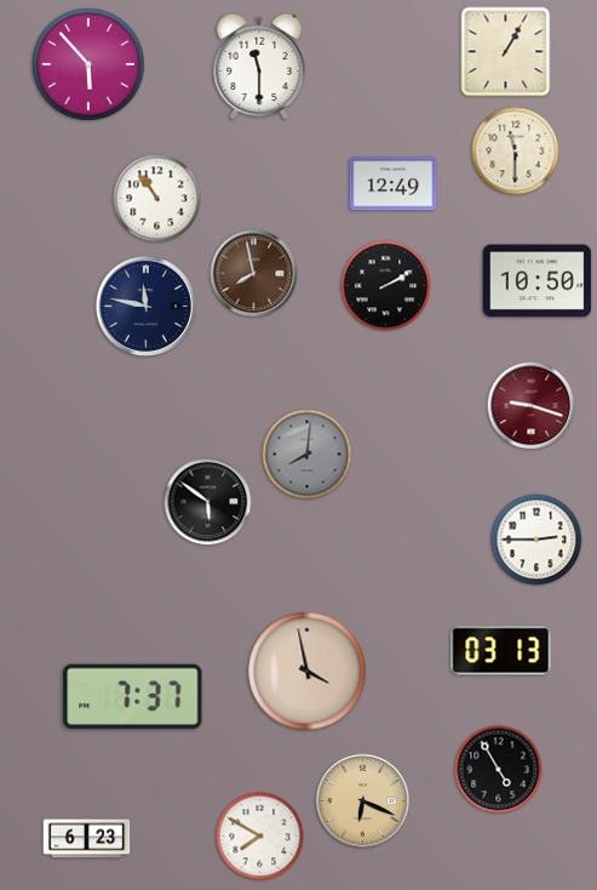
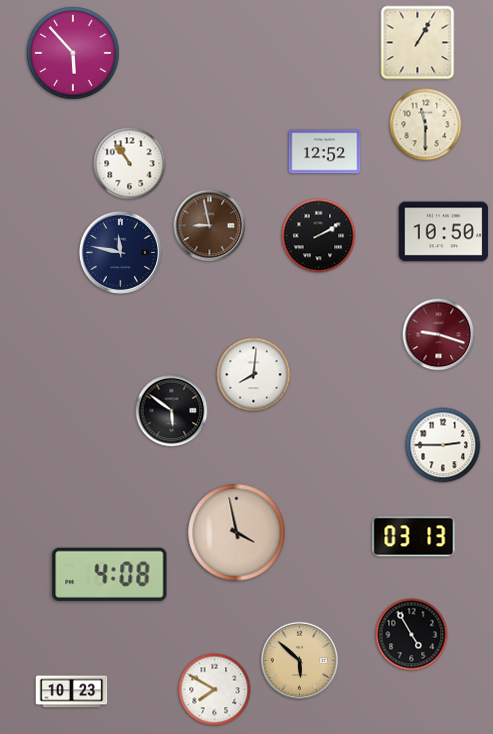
clock at (259, 67): 11:30 -> none
clock at (394, 184): 12:49 -> 12:52
clock at (254, 274): 7:58 -> 8:58
clock at (308, 455) dial: grey -> white
clock at (208, 502) position: (208, 502) -> (172, 411)
clock at (308, 672) position: (308, 672) -> (237, 533)
clock at (133, 696): 7:37 -> 4:08
clock at (363, 801): 6:19 -> 5:52
clock at (87, 839): 6:23 -> 10:23
